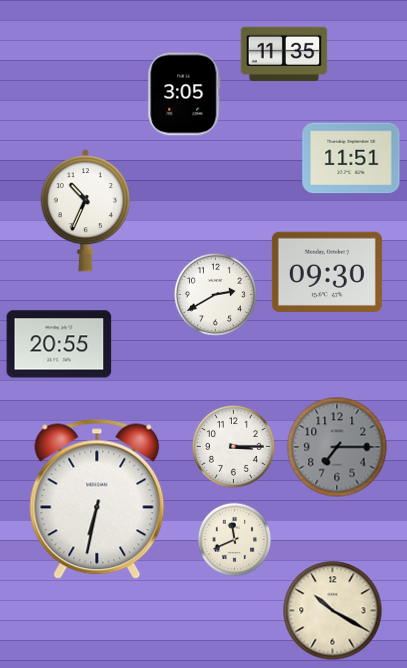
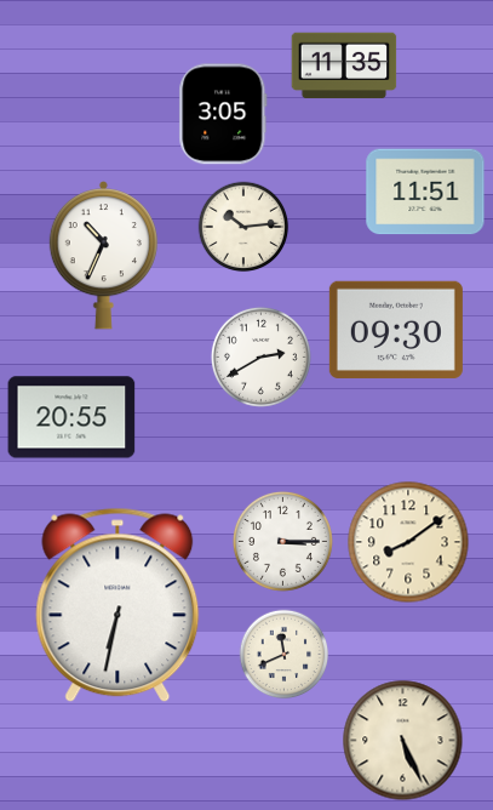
clock at (243, 227): none -> 10:14
clock at (337, 447): 7:15 -> 8:09
clock at (337, 447) dial: grey -> cream
clock at (333, 611): 10:20 -> 5:26
